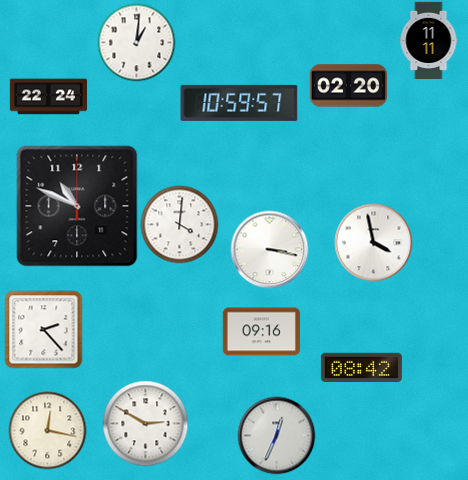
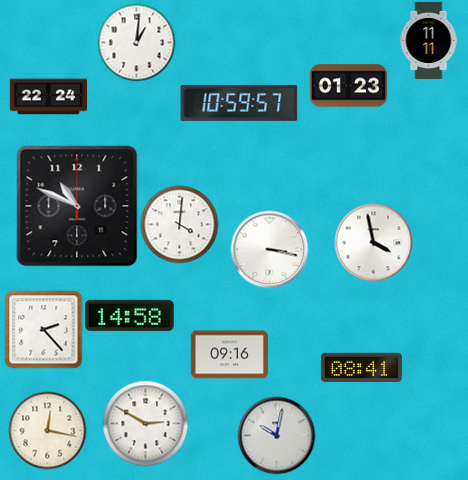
clock at (348, 86): 02:20 -> 01:23
clock at (130, 315): none -> 14:58
clock at (261, 332) position: (261, 332) -> (229, 355)
clock at (361, 368): 08:42 -> 08:41
clock at (276, 435): 12:34 -> 10:02
